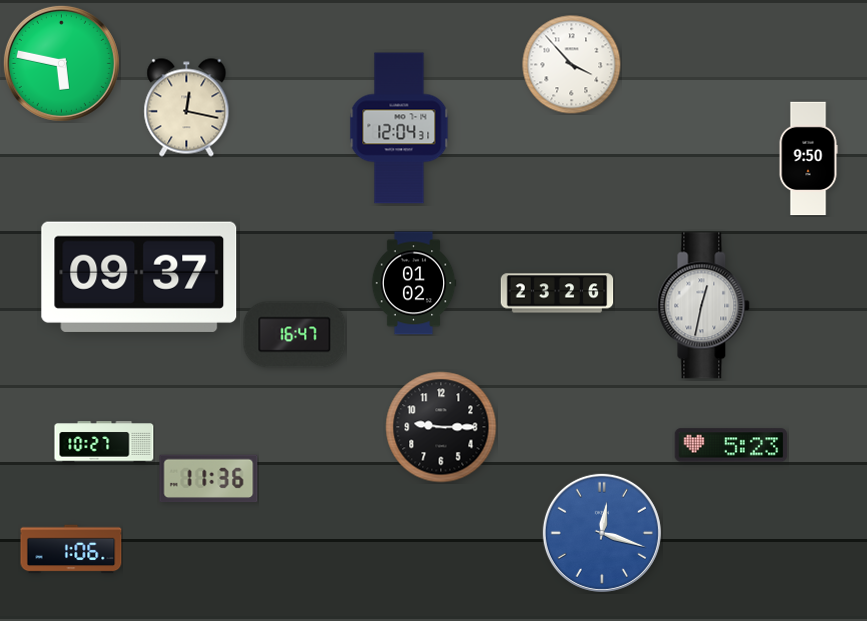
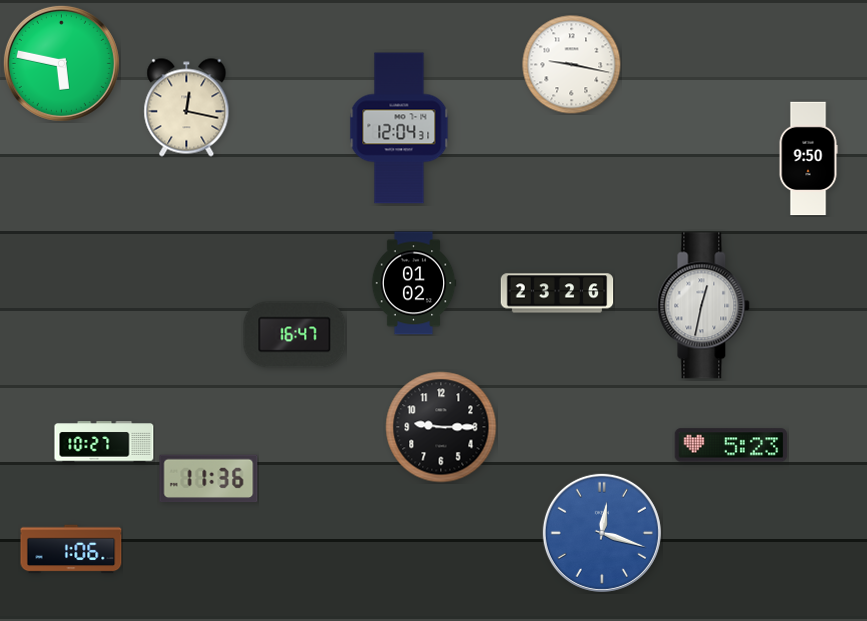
clock at (572, 65): 3:53 -> 9:17
clock at (139, 277): 09:37 -> none
